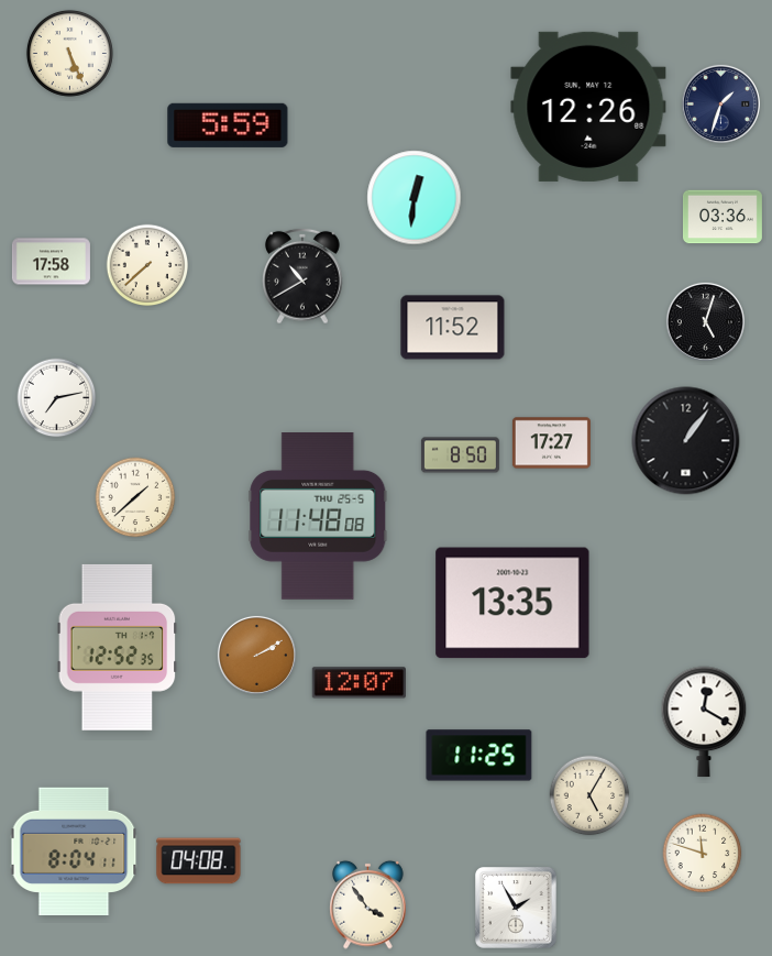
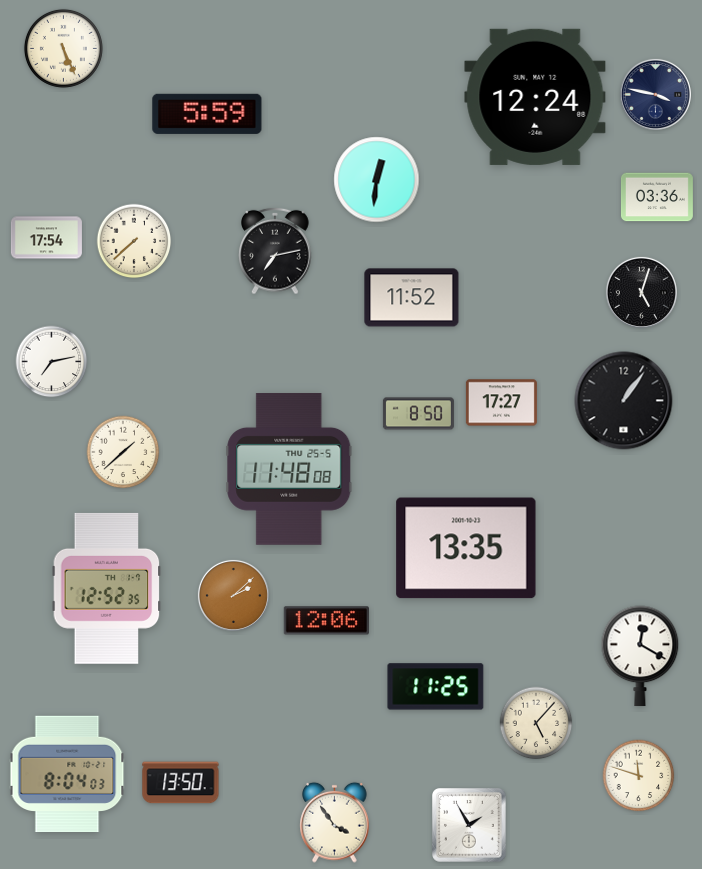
clock at (720, 103): 1:33 -> 3:47
clock at (588, 107): 12:26 -> 12:24
clock at (51, 262): 17:58 -> 17:54
clock at (302, 276): 10:40 -> 7:13
clock at (256, 655): 2:10 -> 2:08
clock at (359, 683): 12:07 -> 12:06
clock at (589, 795): 5:05 -> 5:07
clock at (74, 851): 8:04:11 -> 8:04:03
clock at (199, 861): 04:08 -> 13:50
